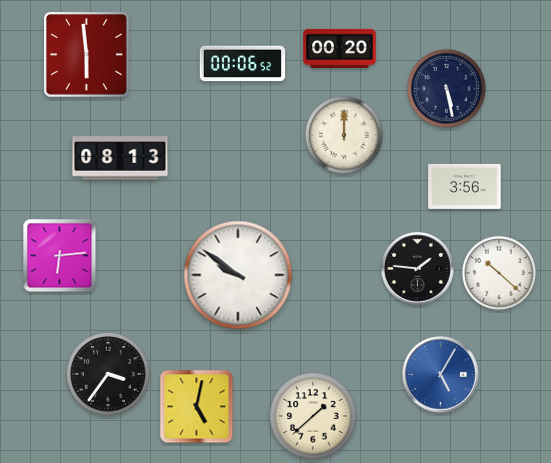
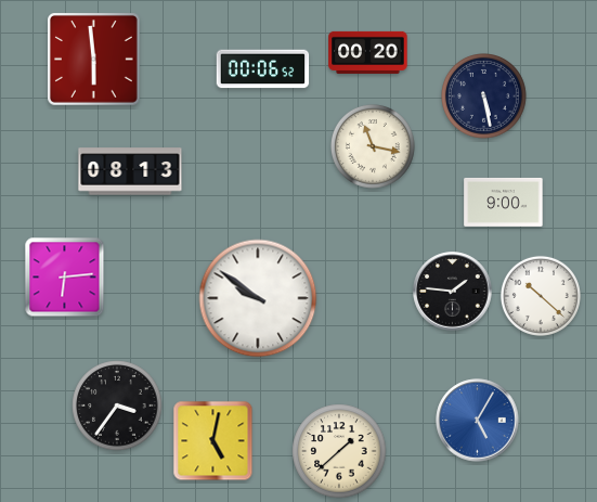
clock at (344, 135): 12:00 -> 11:17
clock at (465, 186): 3:56 -> 9:00
clock at (441, 375) position: (441, 375) -> (478, 421)
